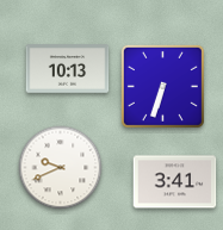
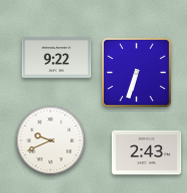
clock at (68, 69): 10:13 -> 9:22
clock at (175, 182): 3:41 -> 2:43
